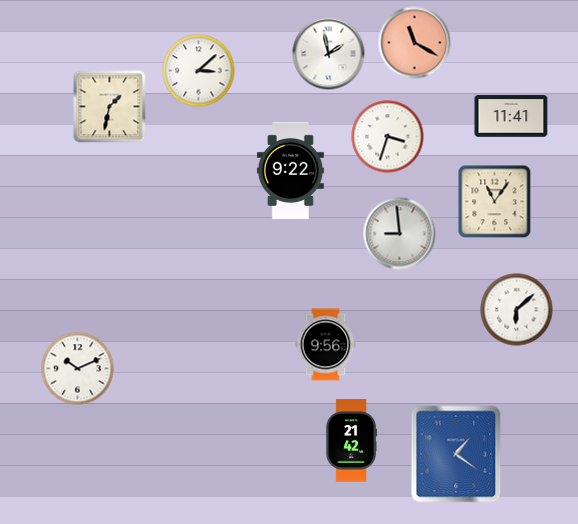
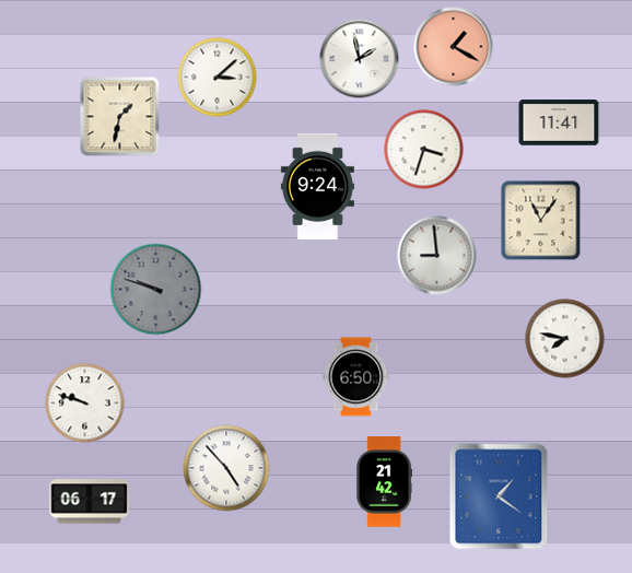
clock at (415, 43): 11:20 -> 1:20
clock at (511, 116) position: (511, 116) -> (559, 122)
clock at (290, 170): 9:22 -> 9:24
clock at (156, 290): none -> 9:48
clock at (517, 310): 6:08 -> 7:47
clock at (326, 345): 9:56 -> 6:50
clock at (78, 369): 10:11 -> 9:48
clock at (226, 468): none -> 4:53
clock at (90, 502): none -> 06:17
